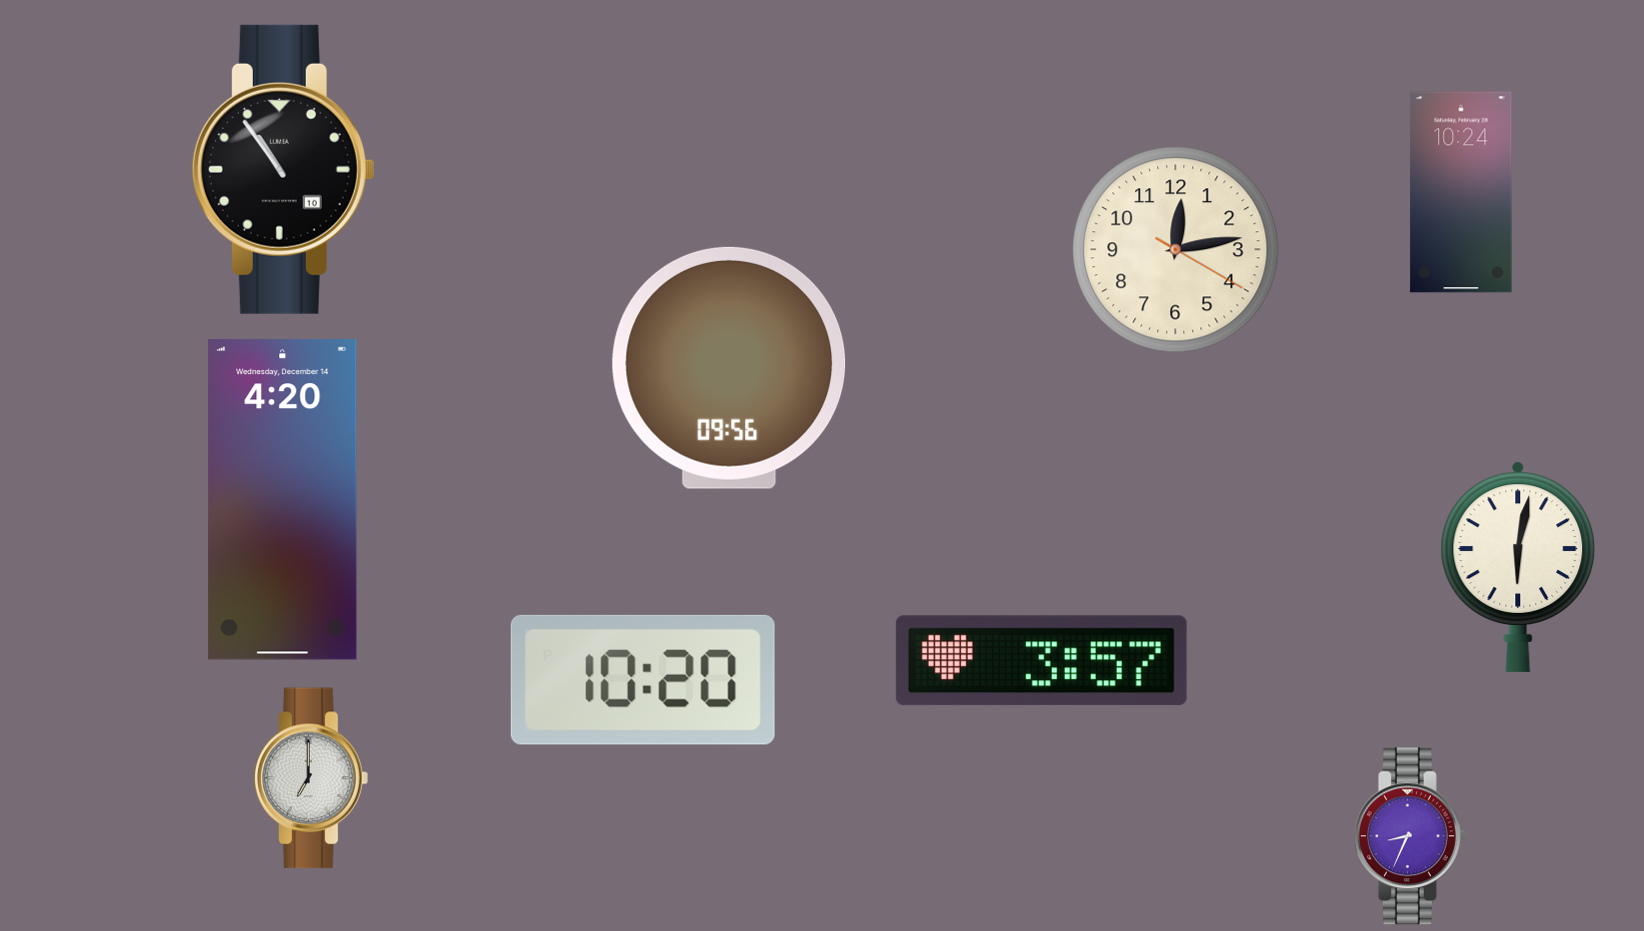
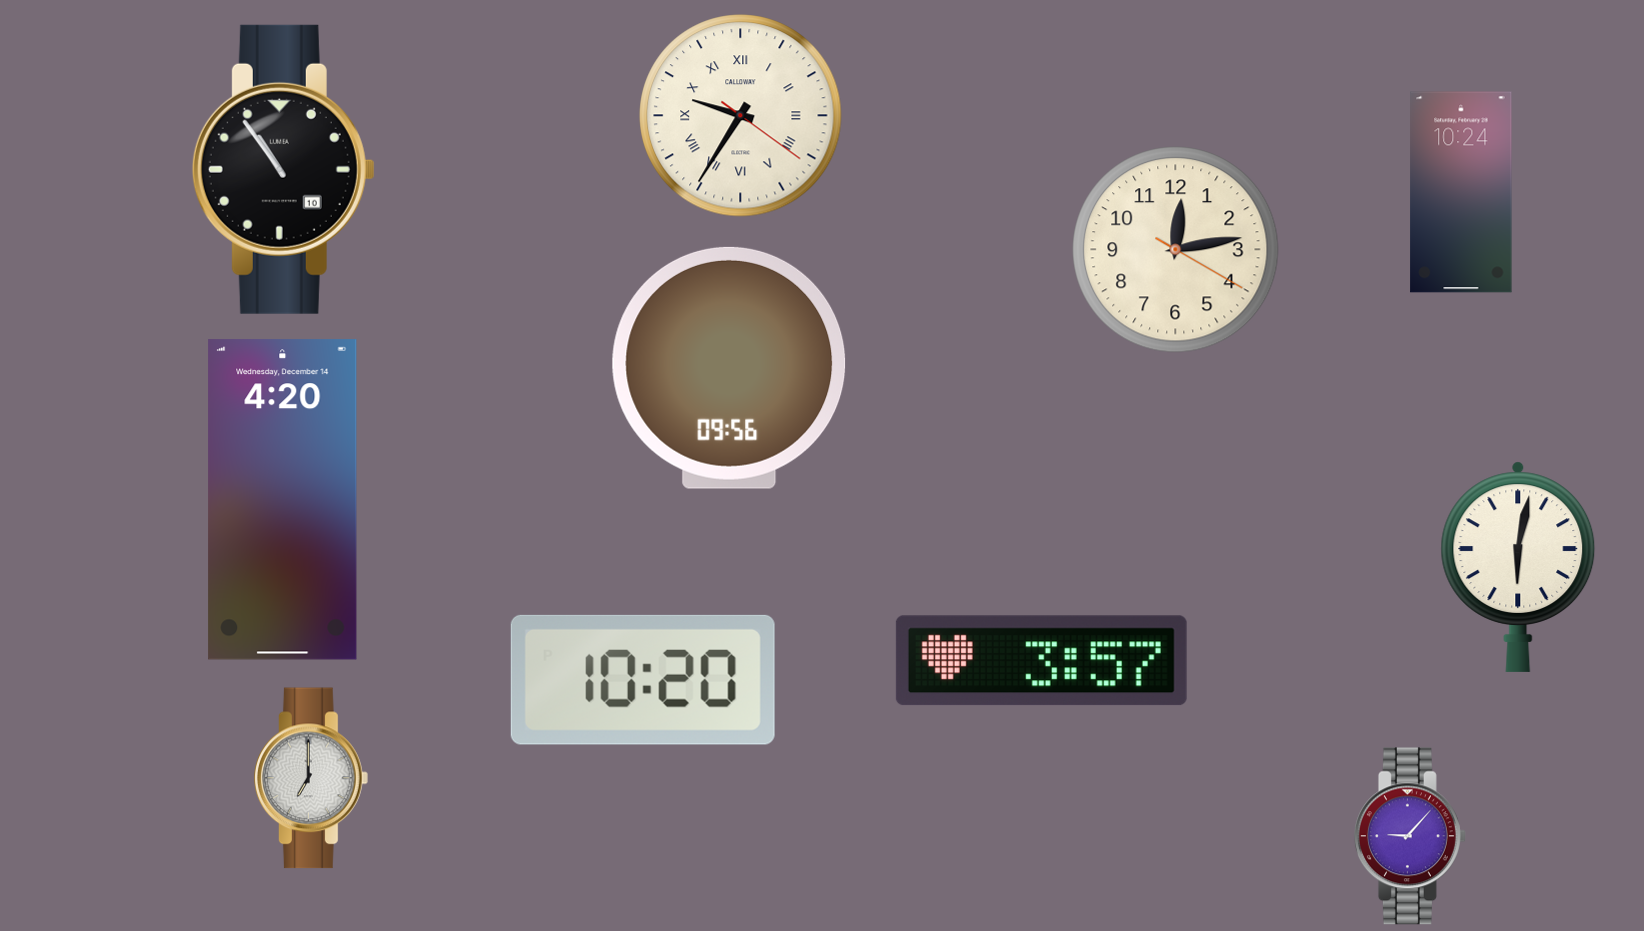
clock at (741, 116): none -> 9:35
clock at (1410, 836): 8:34 -> 9:07
